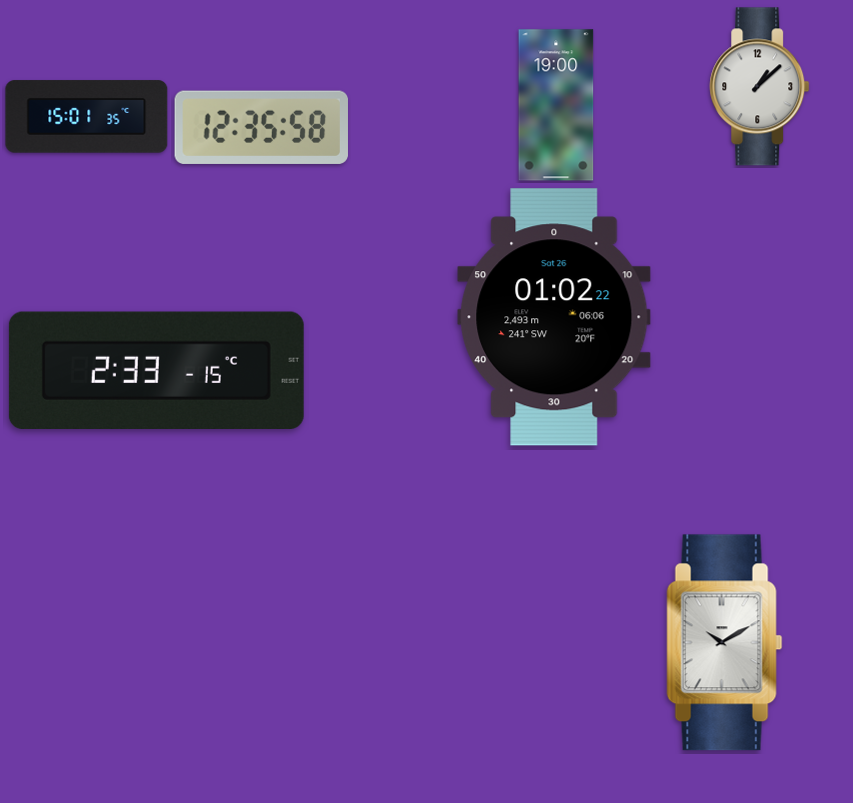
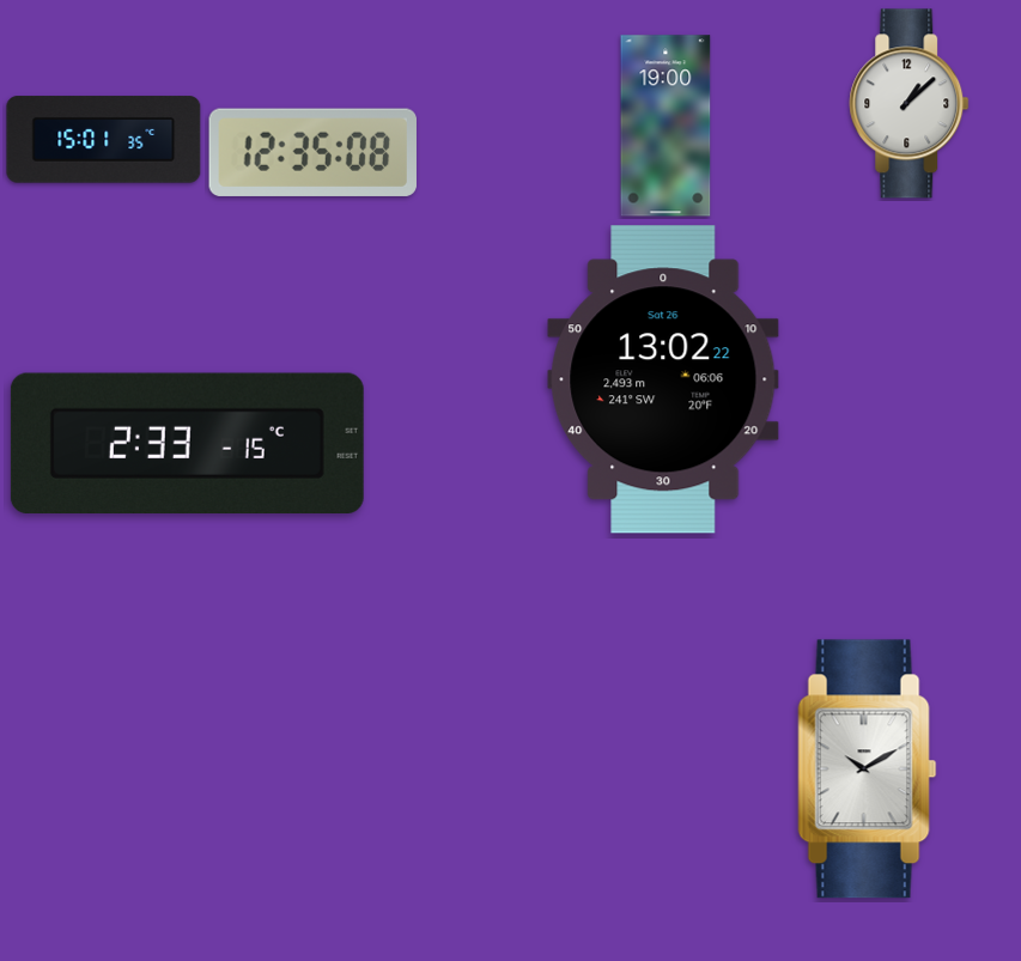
clock at (261, 127): 12:35:58 -> 12:35:08
clock at (554, 317): 01:02 -> 13:02
